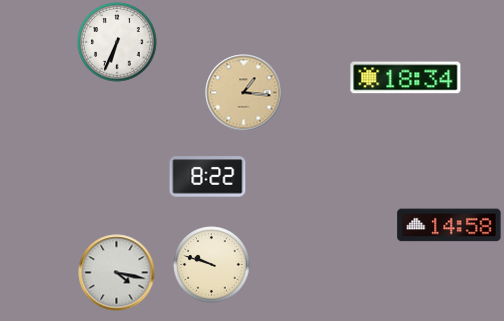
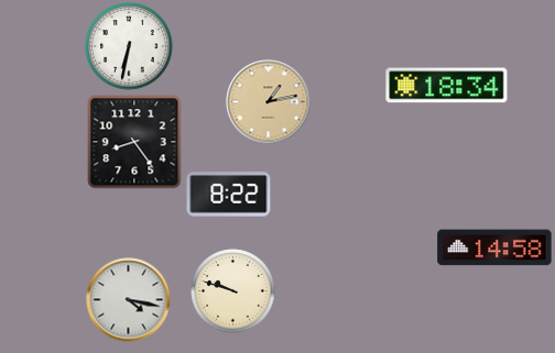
clock at (117, 42): 6:34 -> 6:32
clock at (244, 93): 1:16 -> 1:13
clock at (134, 142): none -> 8:24
